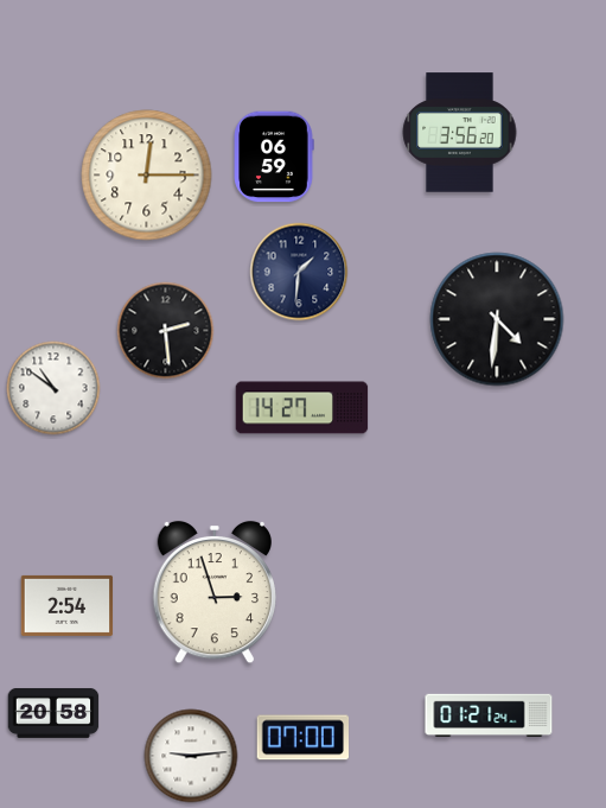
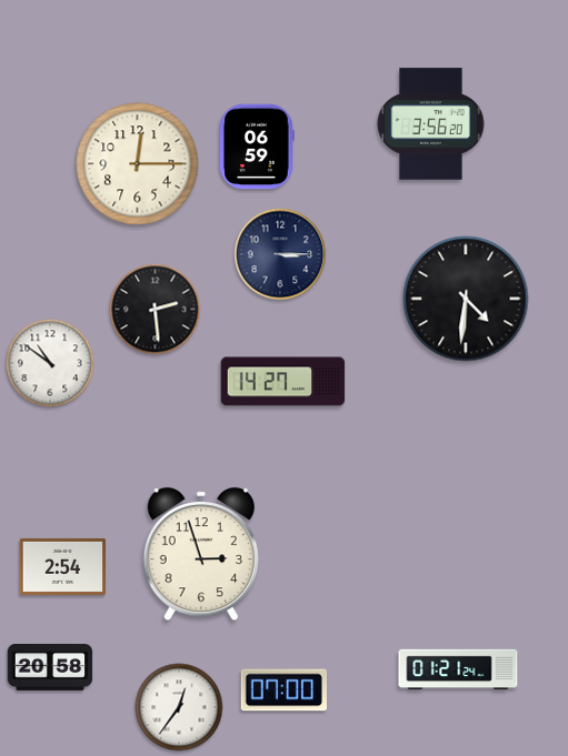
clock at (299, 272): 1:31 -> 3:15
clock at (191, 756): 9:14 -> 12:36
